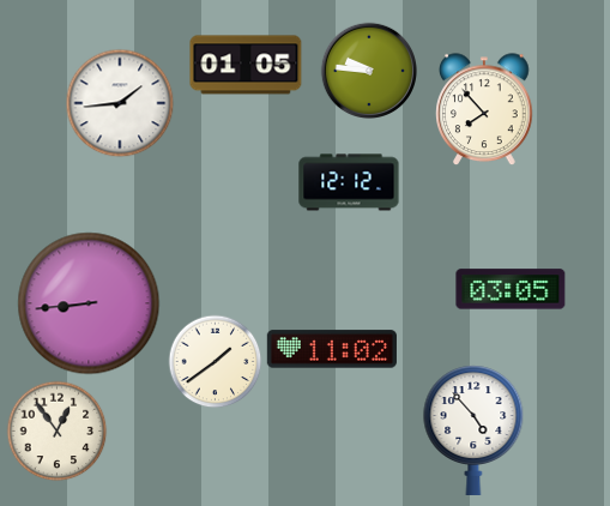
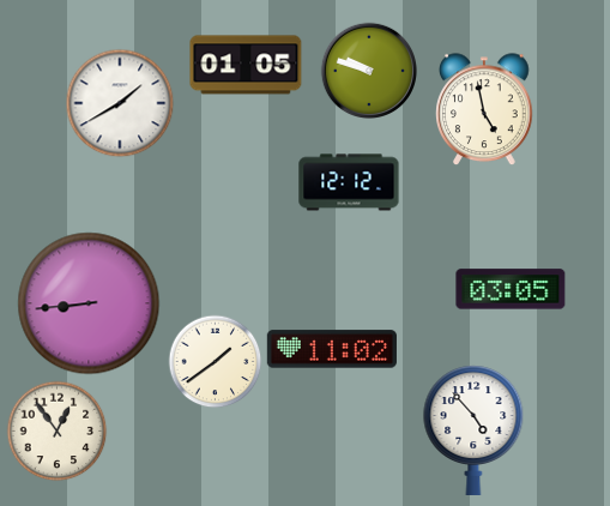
clock at (368, 70): 9:46 -> 9:48
clock at (120, 103): 1:44 -> 1:40
clock at (484, 109): 7:53 -> 4:58
